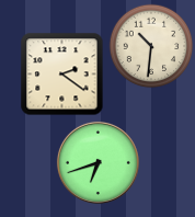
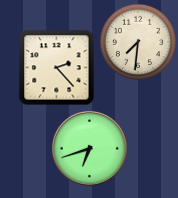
clock at (151, 46): 10:31 -> 7:31
clock at (62, 75): 2:21 -> 2:23
